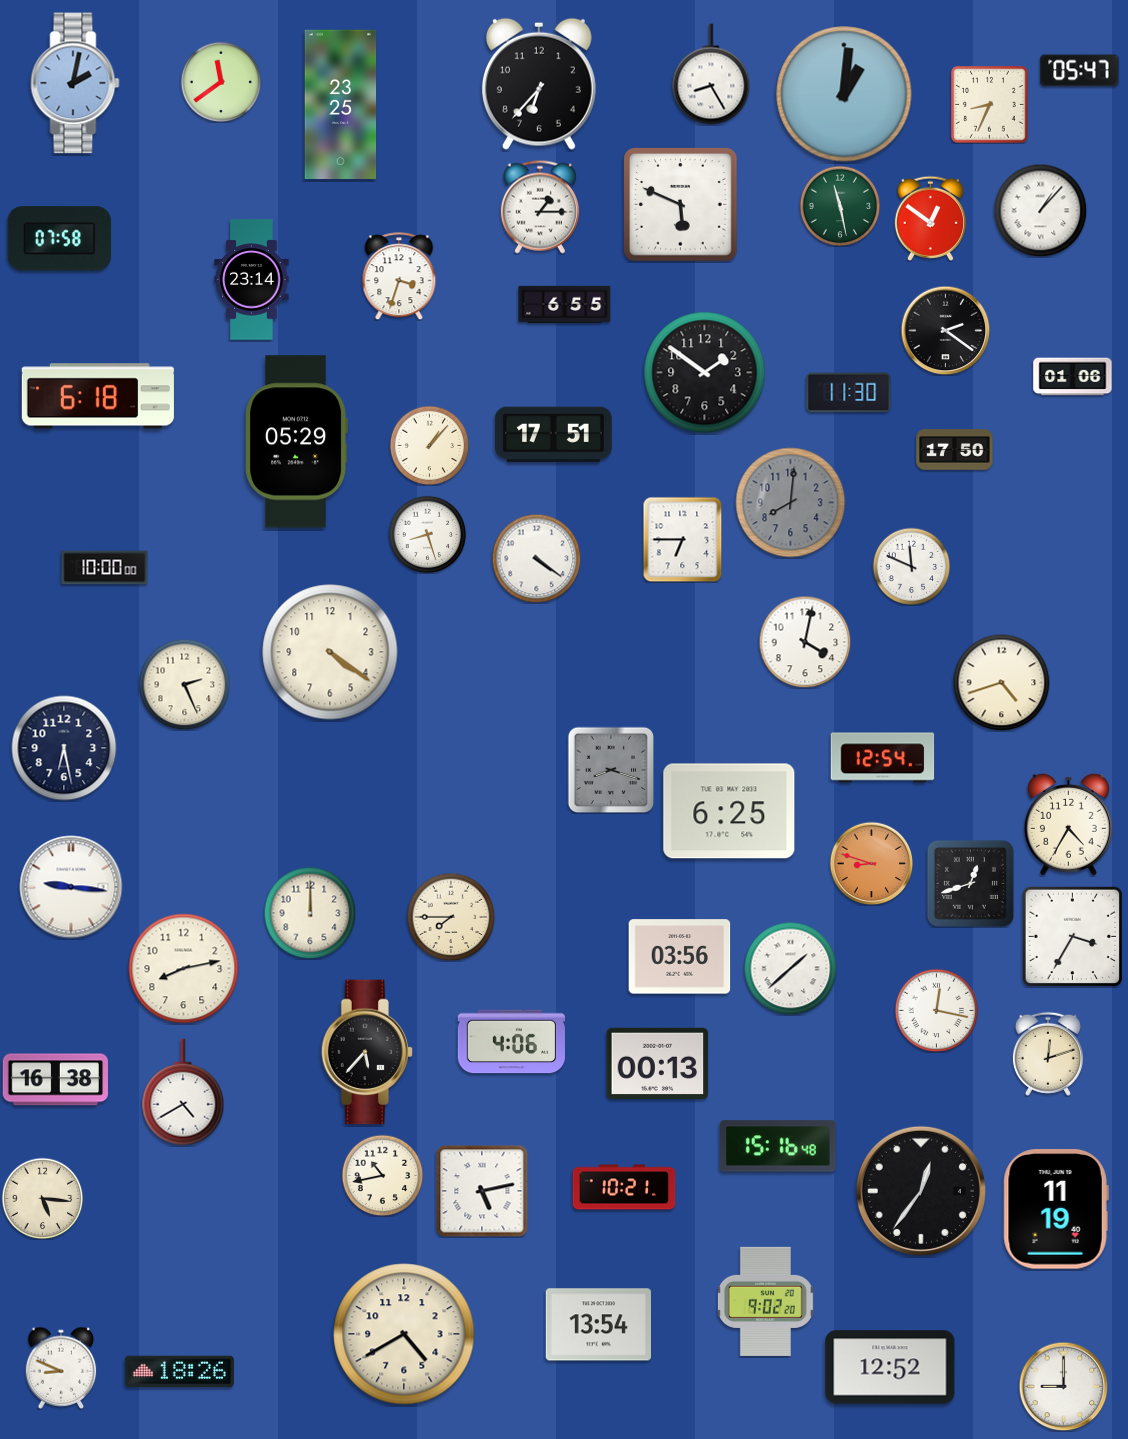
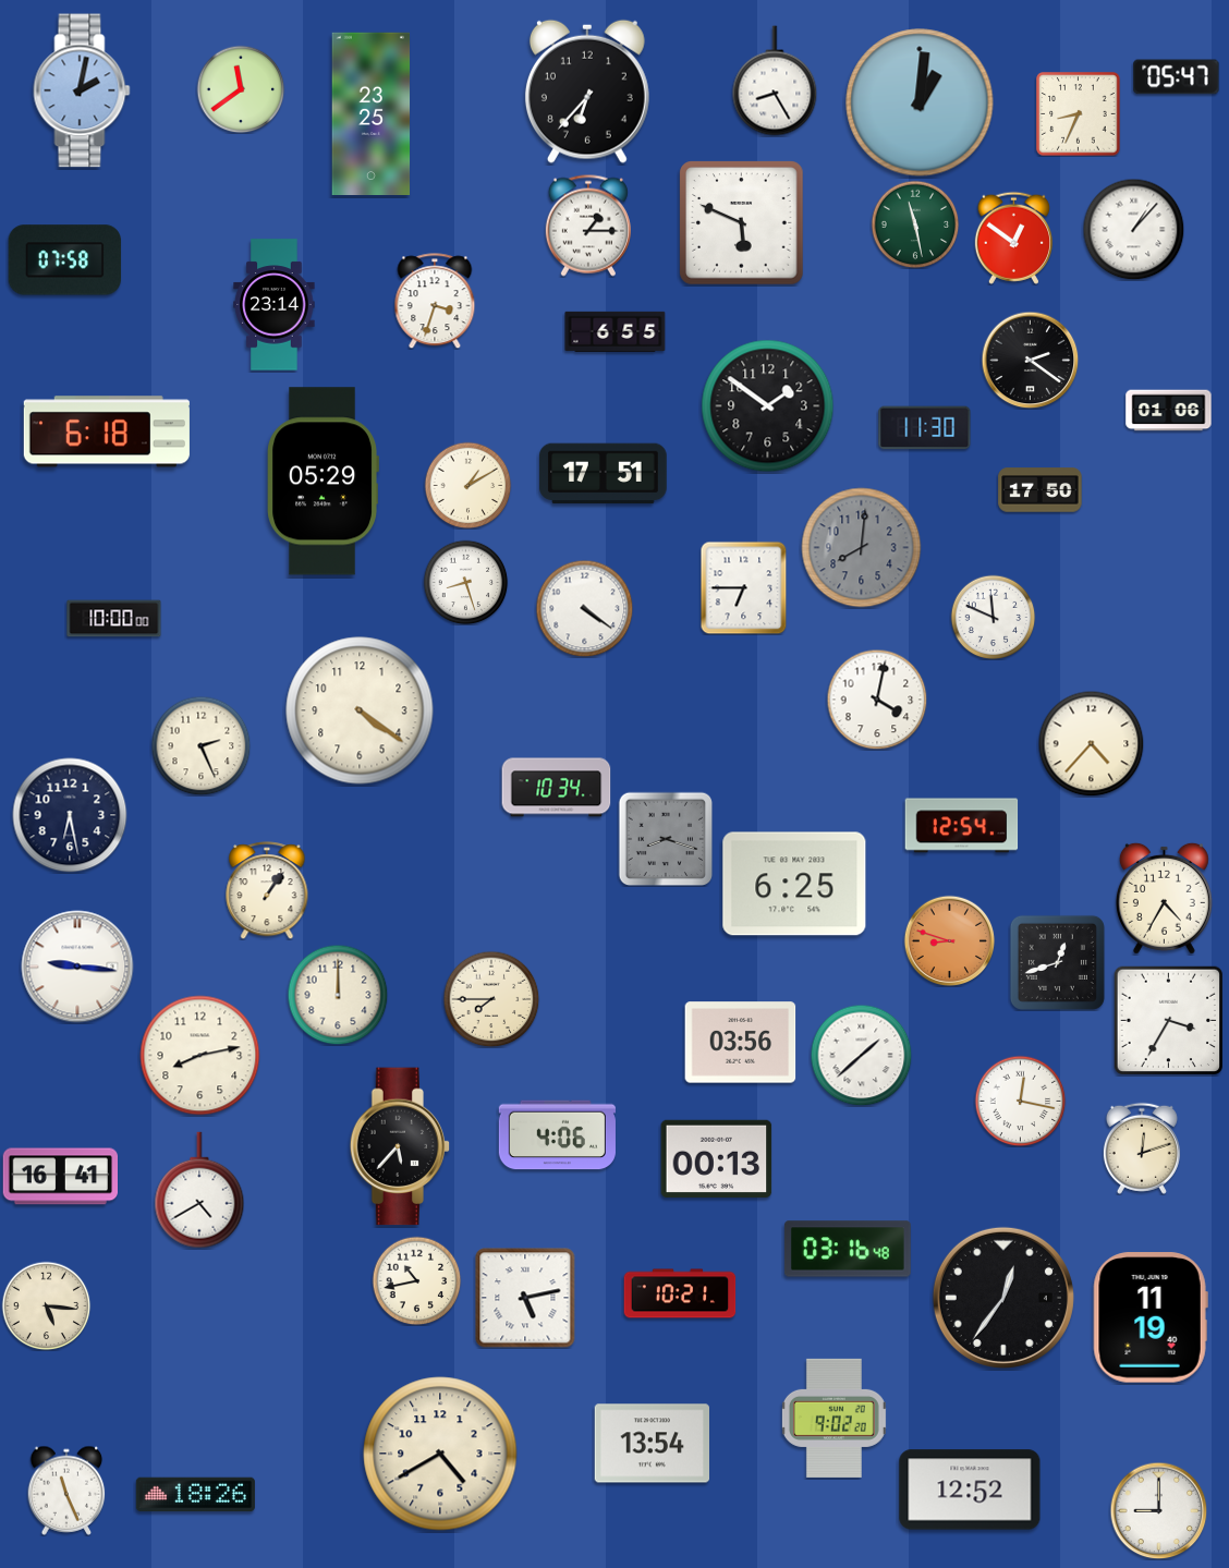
clock at (429, 445): 1:07 -> 1:10
clock at (1001, 682): 4:42 -> 4:37
clock at (557, 788): none -> 10:34
clock at (267, 890): none -> 1:06
clock at (55, 1080): 16:38 -> 16:41
clock at (778, 1146): 15:16 -> 03:16
clock at (61, 1368): 8:49 -> 11:26
